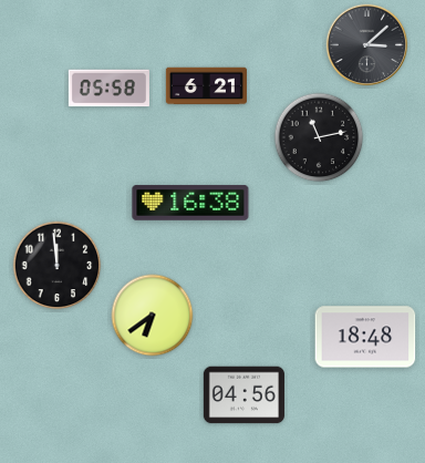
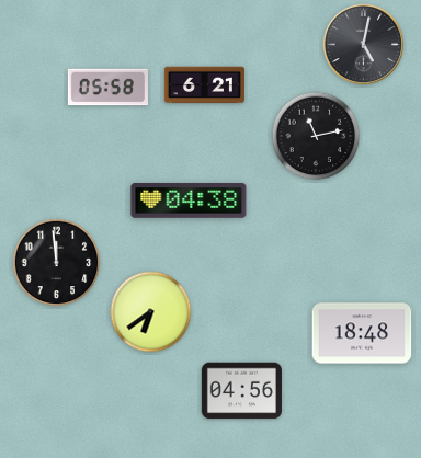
clock at (367, 45): 3:08 -> 5:02
clock at (190, 203): 16:38 -> 04:38
